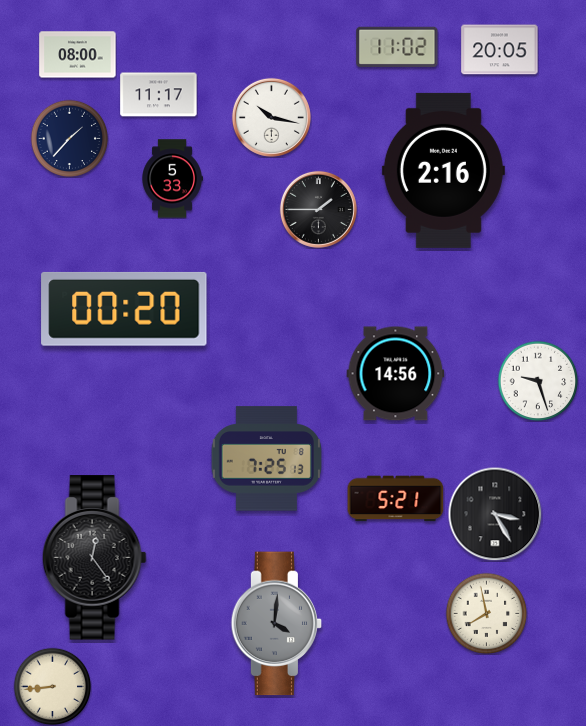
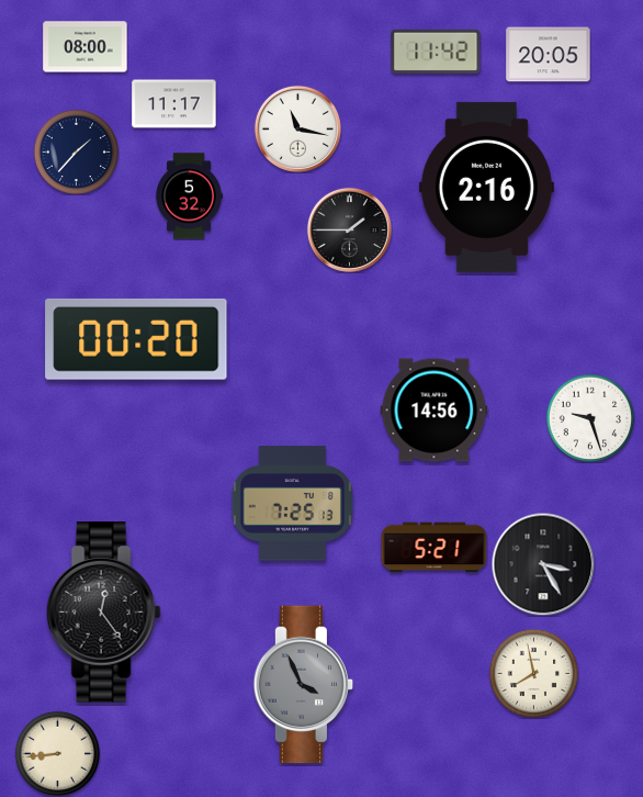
clock at (397, 47): 11:02 -> 11:42
clock at (78, 55) position: (78, 55) -> (86, 47)
clock at (271, 117): 10:17 -> 11:17
clock at (172, 179): 5:33 -> 5:32
clock at (277, 624): 4:01 -> 3:56
